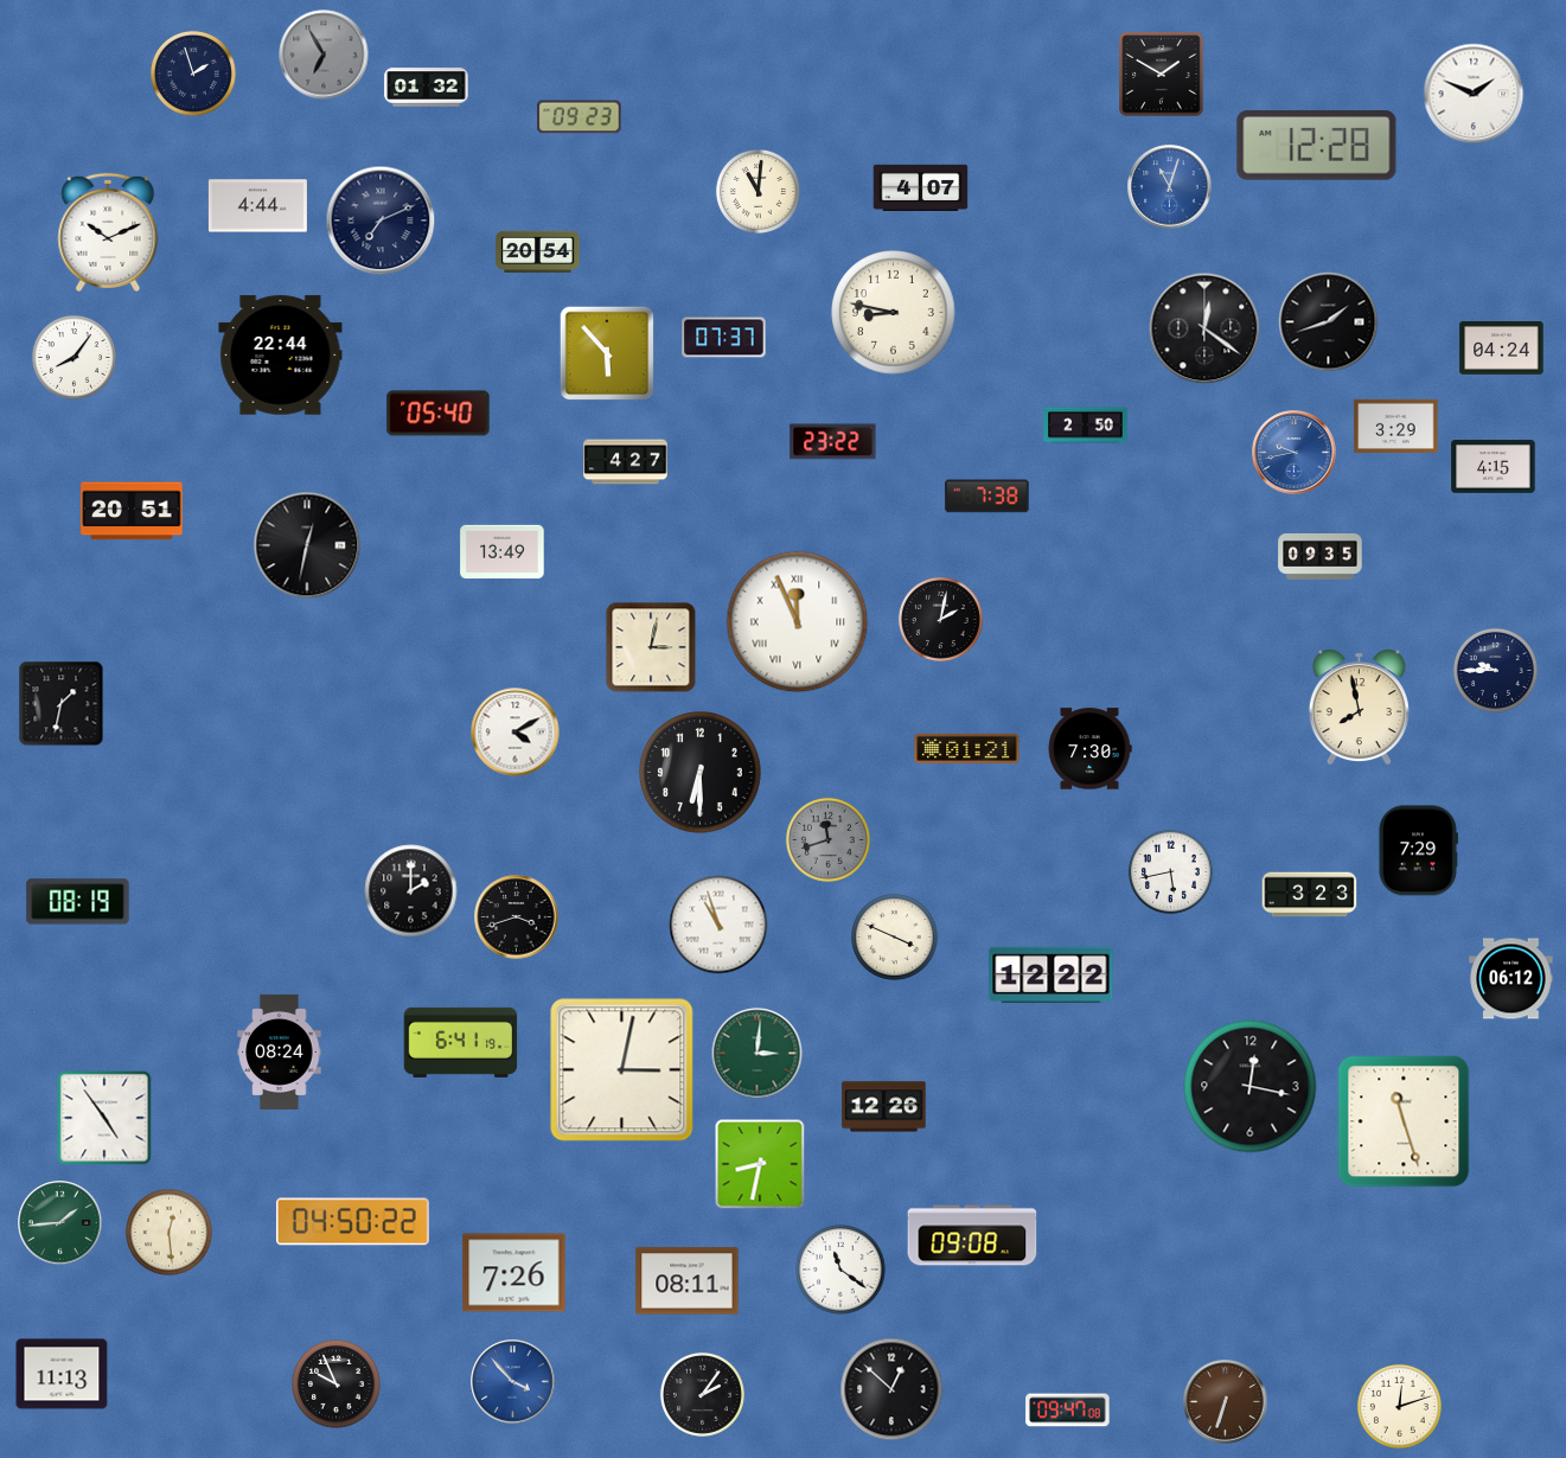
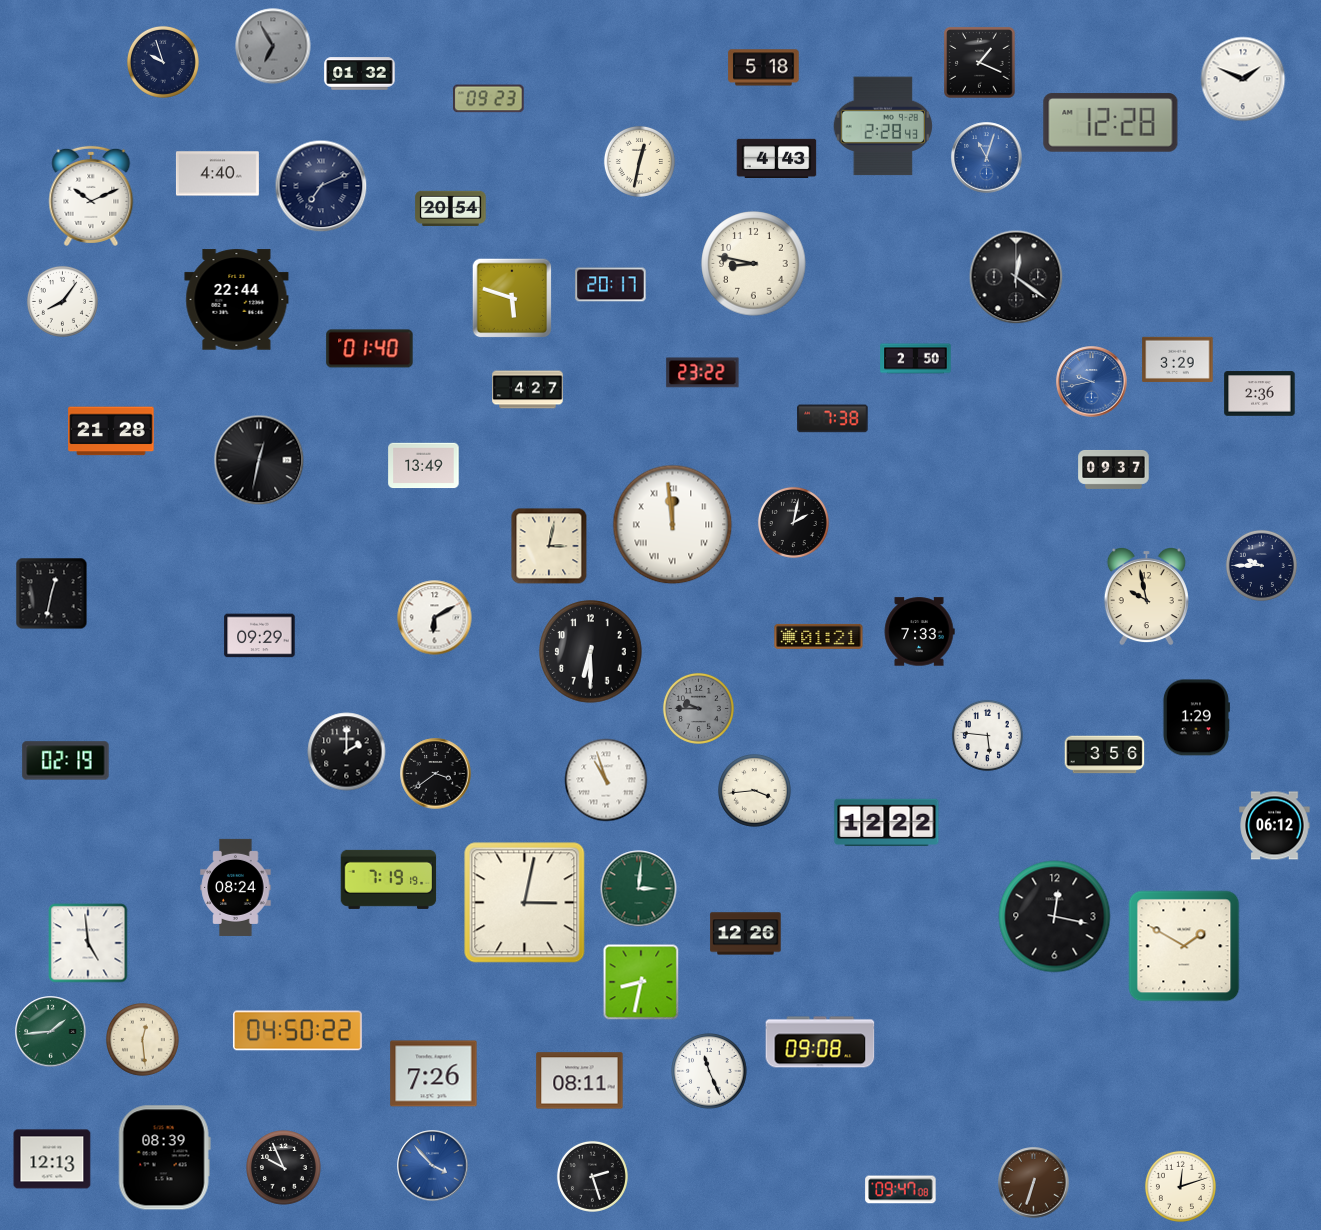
clock at (193, 73): 1:57 -> 9:57
clock at (1162, 75): 1:50 -> 1:19
clock at (764, 68): none -> 5:18
clock at (883, 126): none -> 2:28
clock at (921, 187): 4:07 -> 4:43
clock at (758, 191): 11:01 -> 12:32
clock at (257, 206): 4:44 -> 4:40
clock at (538, 251) position: (538, 251) -> (451, 208)
clock at (1329, 322): 1:42 -> none
clock at (724, 338): 07:37 -> 20:17
clock at (1502, 348): 04:24 -> none
clock at (607, 353): 5:53 -> 5:48
clock at (439, 414): 05:40 -> 01:40
clock at (1494, 467): 4:15 -> 2:36
clock at (132, 511): 20:51 -> 21:28
clock at (1321, 556): 09:35 -> 09:37
clock at (798, 622): 11:56 -> 11:59
clock at (62, 704): 1:32 -> 12:32
clock at (1359, 706): 7:58 -> 9:58
clock at (516, 733): 4:10 -> 6:10
clock at (967, 748) position: (967, 748) -> (819, 636)
clock at (1089, 749): 7:30 -> 7:33
clock at (260, 636): none -> 09:29
clock at (827, 839): 11:42 -> 9:45
clock at (1418, 851): 7:29 -> 1:29
clock at (1170, 871): 5:43 -> 5:46
clock at (1310, 895): 3:23 -> 3:56
clock at (78, 902): 08:19 -> 02:19
clock at (517, 917): 3:42 -> 3:39
clock at (895, 938): 3:49 -> 3:44
clock at (461, 1042): 6:41 -> 7:19
clock at (104, 1118): 4:54 -> 4:59
clock at (1404, 1121): 11:27 -> 1:50
clock at (840, 1270): 11:21 -> 11:26
clock at (164, 1158): none -> 08:39
clock at (62, 1374): 11:13 -> 12:13
clock at (891, 1389): 12:52 -> none
clock at (702, 1394): 2:06 -> 2:27
